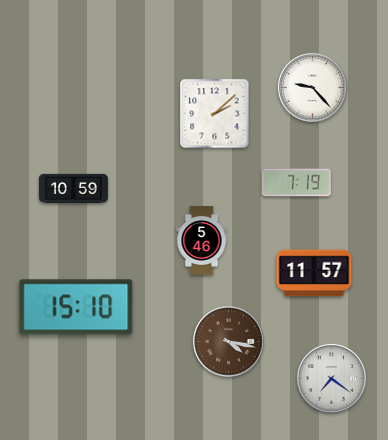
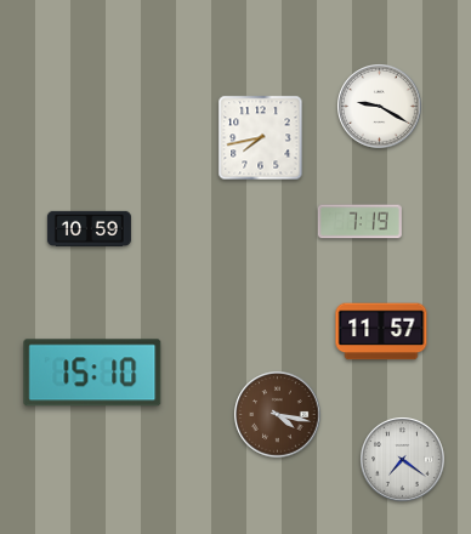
clock at (313, 88): 9:23 -> 9:20
clock at (215, 114): 2:08 -> 7:43
clock at (202, 240): 5:46 -> none
